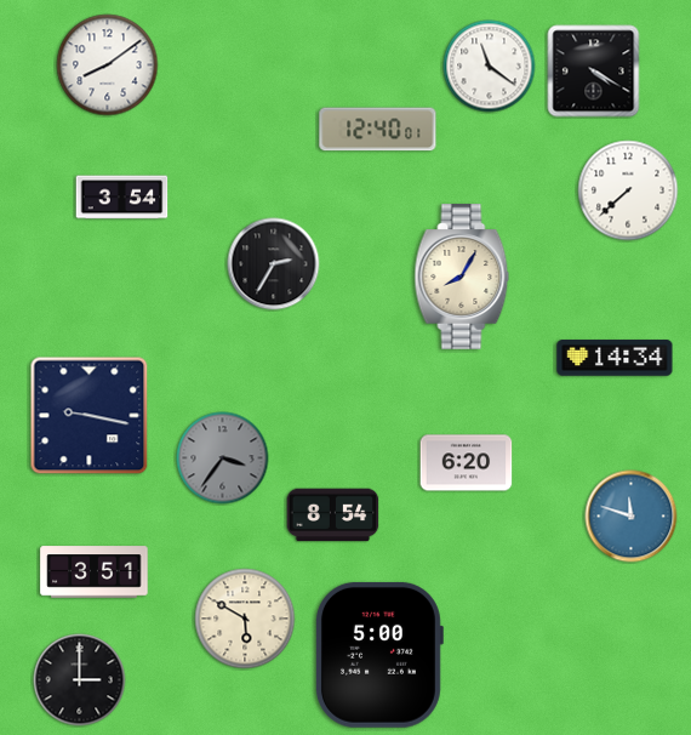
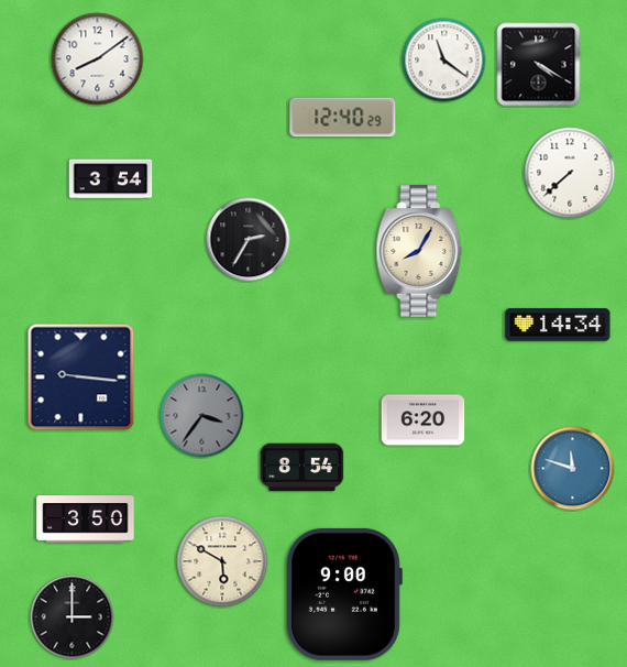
clock at (378, 130): 12:40:01 -> 12:40:29
clock at (90, 416): 9:17 -> 9:16
clock at (95, 572): 3:51 -> 3:50
clock at (378, 655): 5:00 -> 9:00
